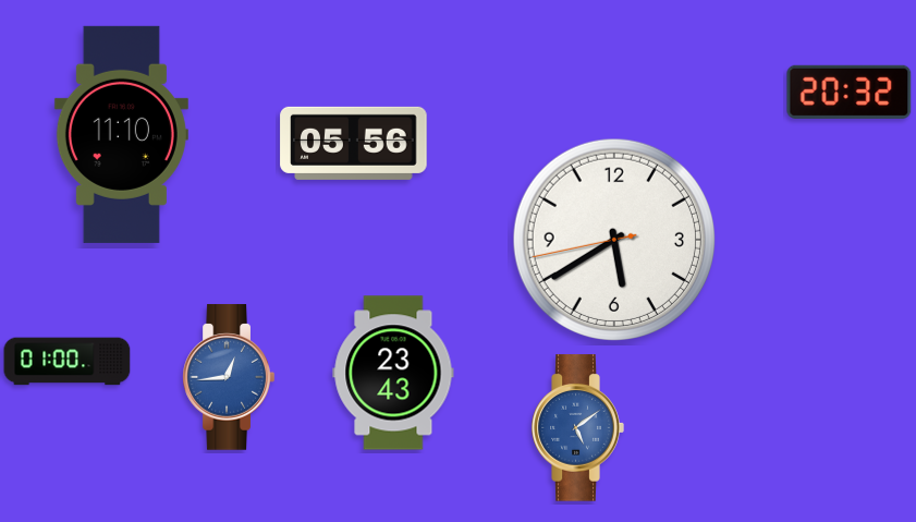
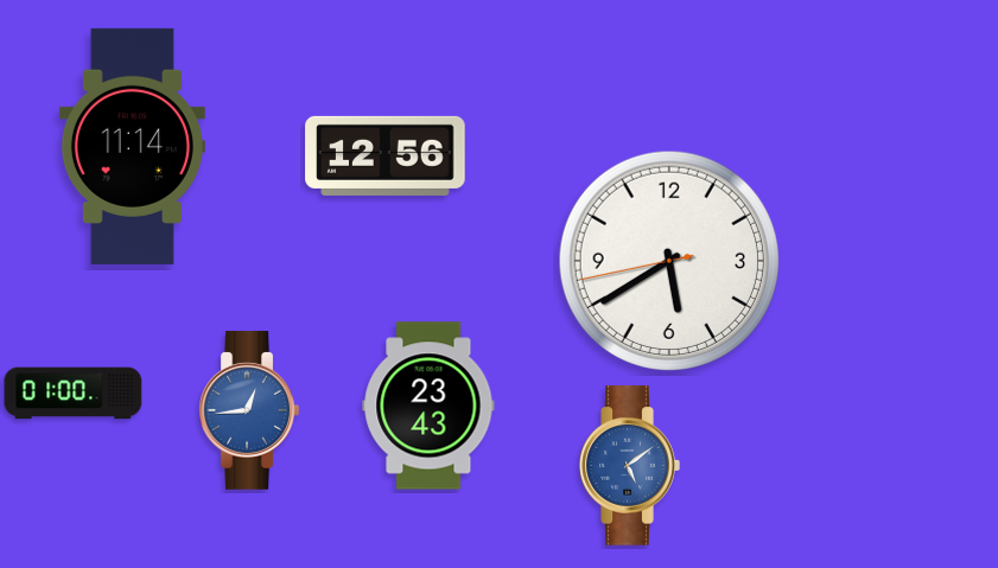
clock at (850, 92): 20:32 -> none
clock at (121, 134): 11:10 -> 11:14
clock at (354, 143): 05:56 -> 12:56
